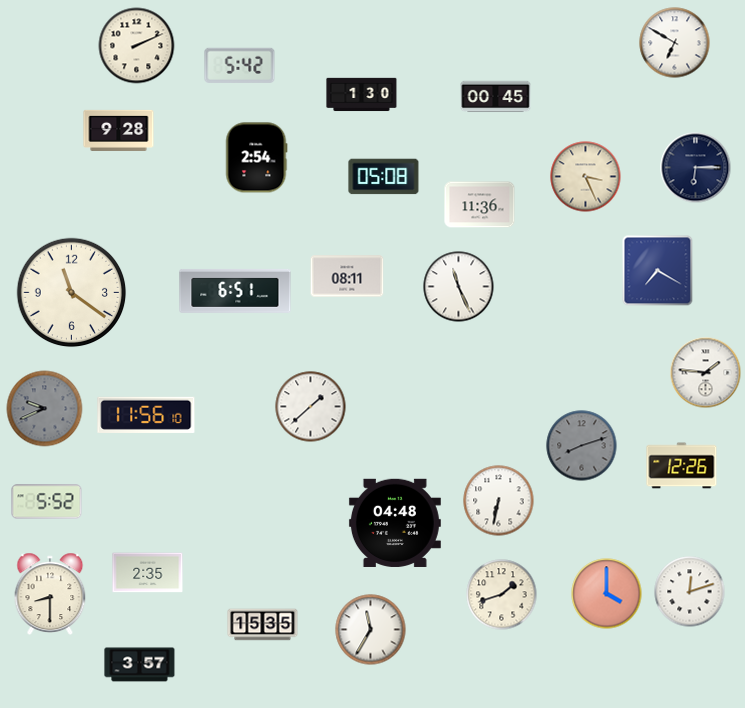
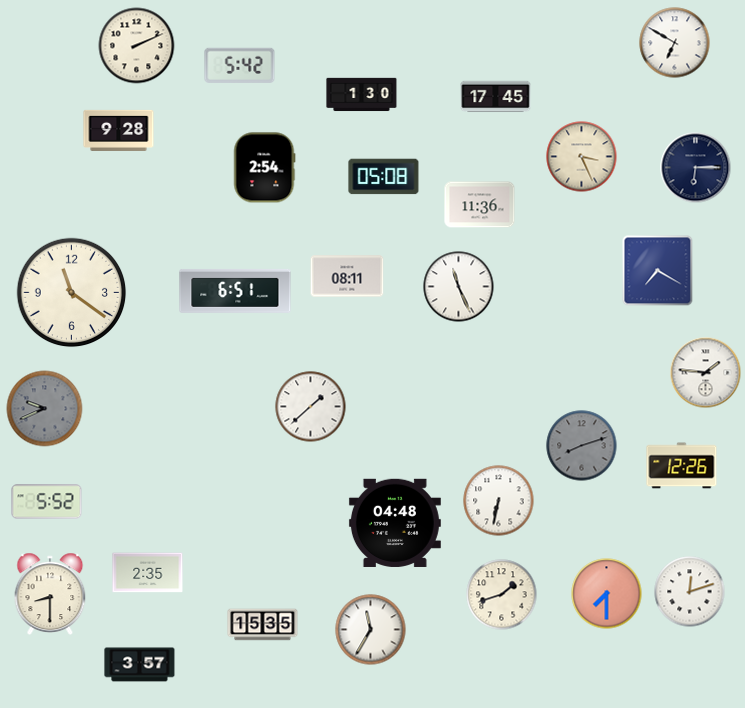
clock at (496, 97): 00:45 -> 17:45
clock at (256, 158) position: (256, 158) -> (264, 168)
clock at (586, 177) position: (586, 177) -> (582, 157)
clock at (146, 415): 11:56 -> none
clock at (607, 594): 4:00 -> 7:30
